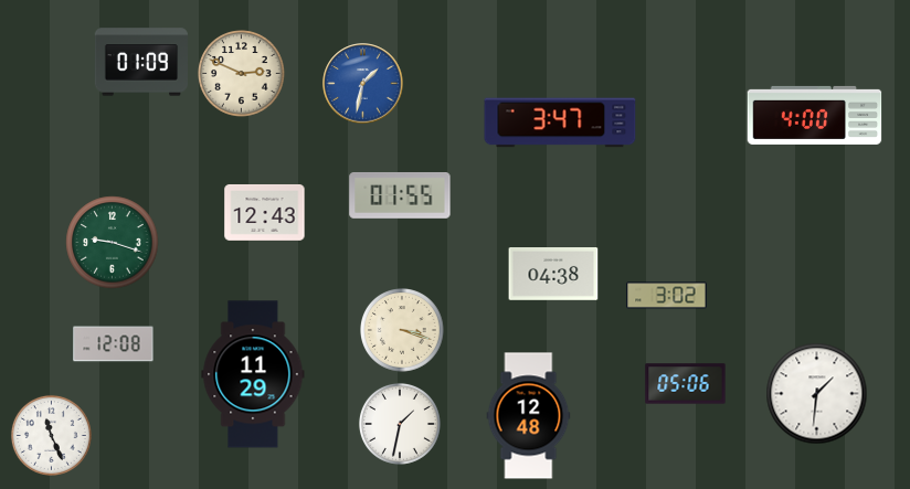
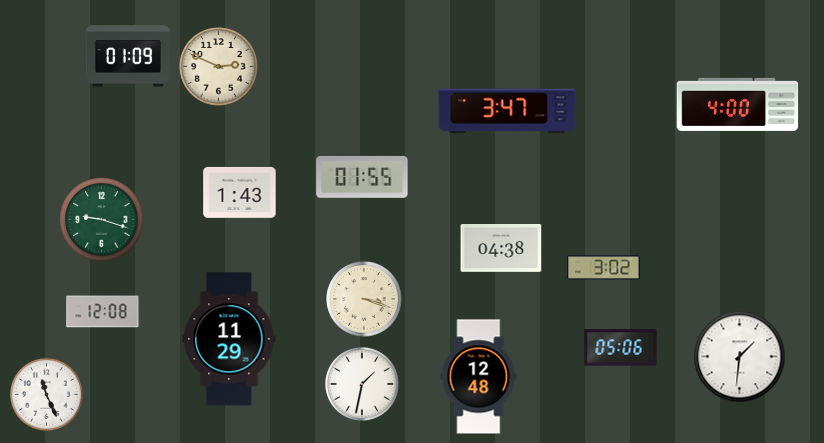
clock at (363, 84): 1:32 -> none
clock at (265, 212): 12:43 -> 1:43
